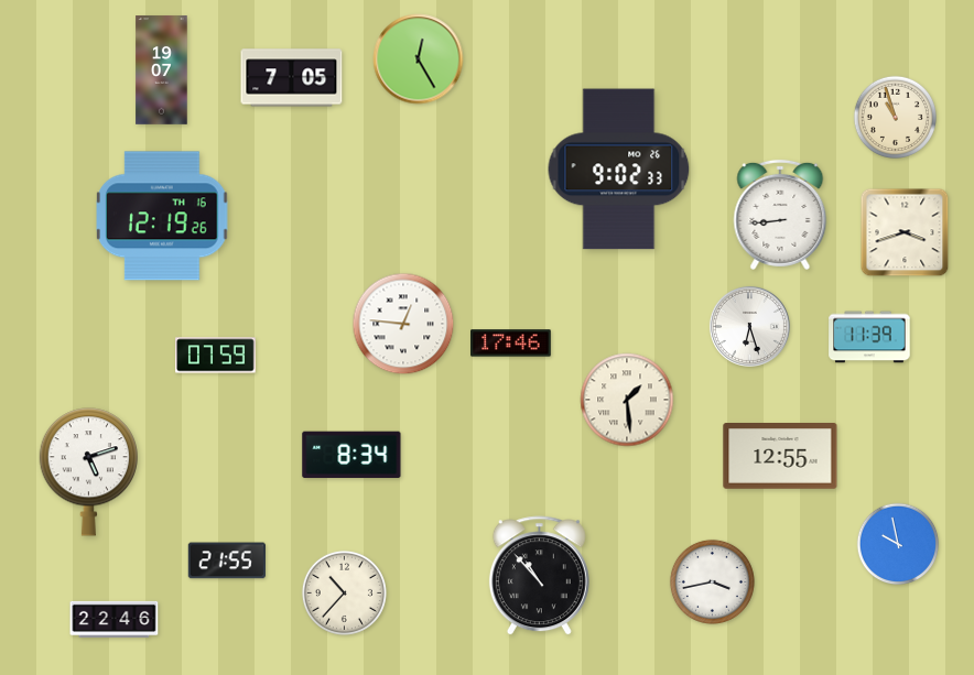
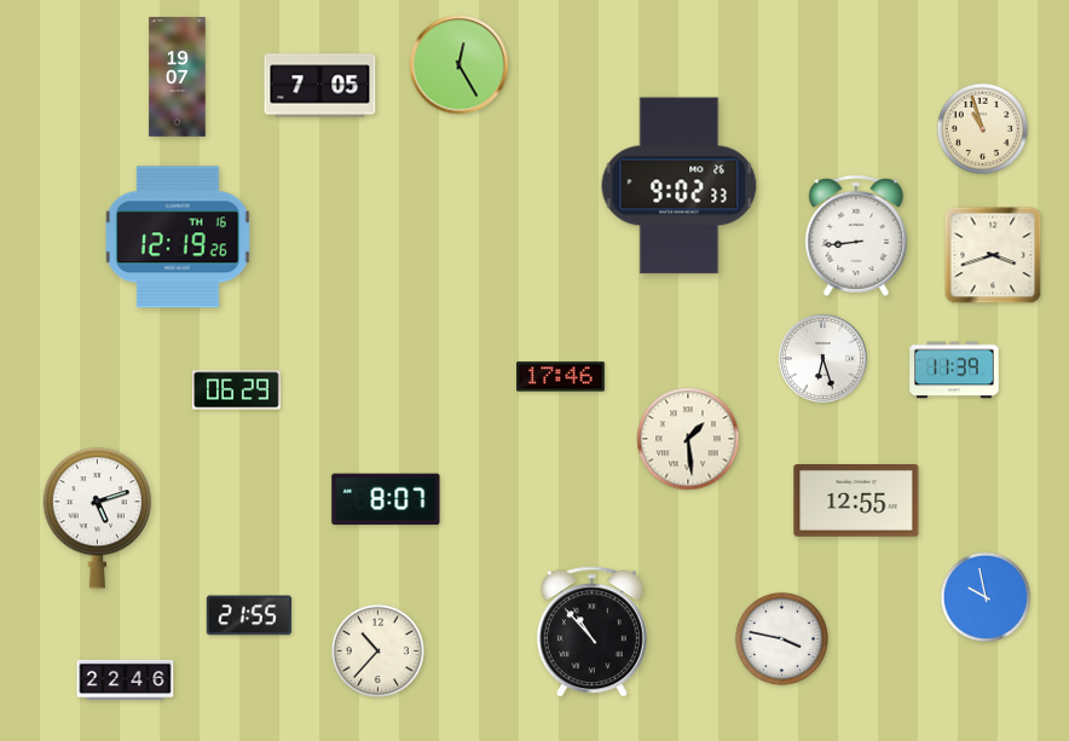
clock at (403, 324): 12:46 -> none
clock at (216, 356): 07:59 -> 06:29
clock at (351, 455): 8:34 -> 8:07
clock at (712, 581): 3:43 -> 3:47
